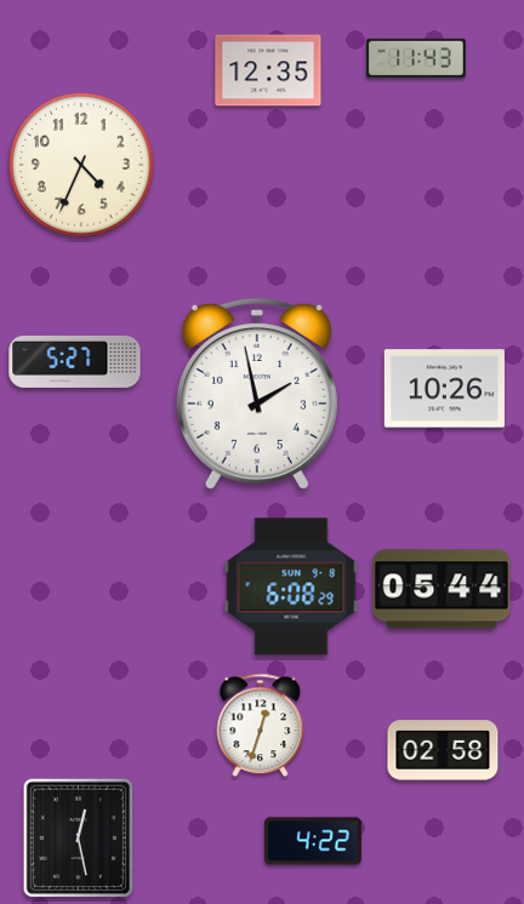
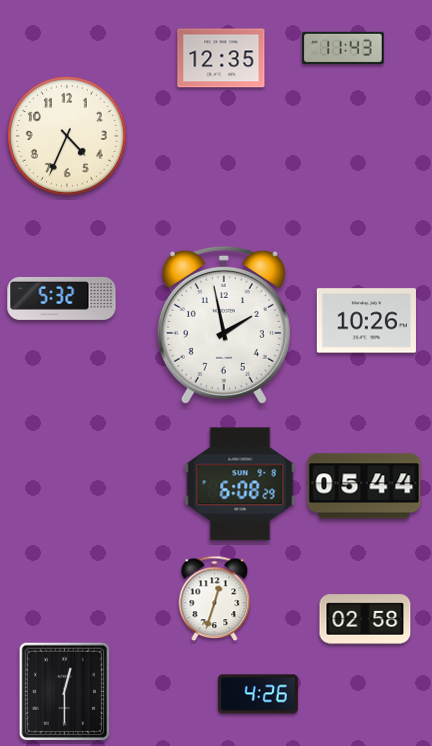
clock at (75, 361): 5:27 -> 5:32
clock at (257, 394) position: (257, 394) -> (224, 325)
clock at (78, 839): 12:28 -> 12:30
clock at (313, 841): 4:22 -> 4:26
